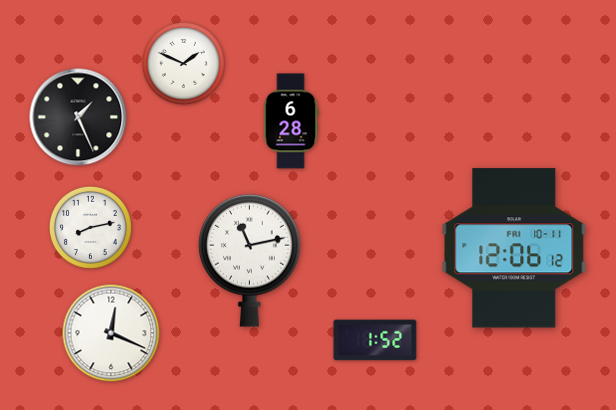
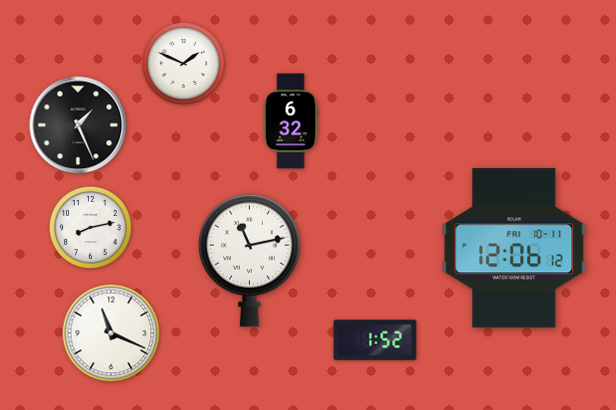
clock at (78, 117) position: (78, 117) -> (78, 125)
clock at (291, 121): 6:28 -> 6:32
clock at (111, 333): 12:19 -> 11:19
